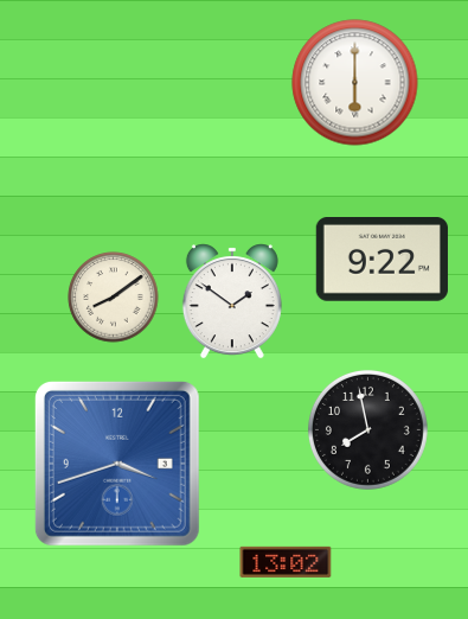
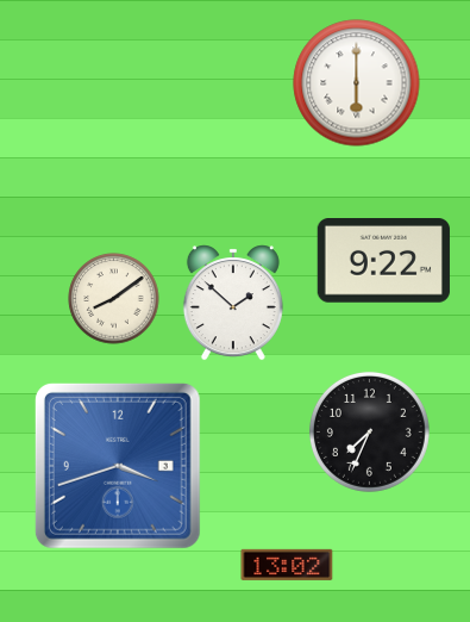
clock at (232, 301): 1:51 -> 1:52
clock at (367, 429): 7:58 -> 7:34
